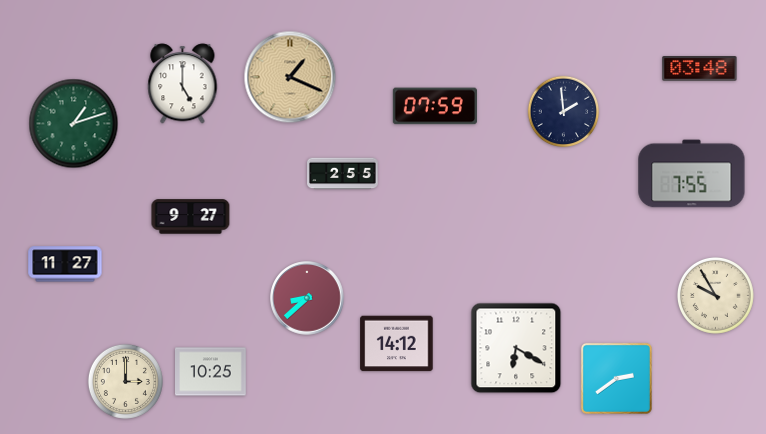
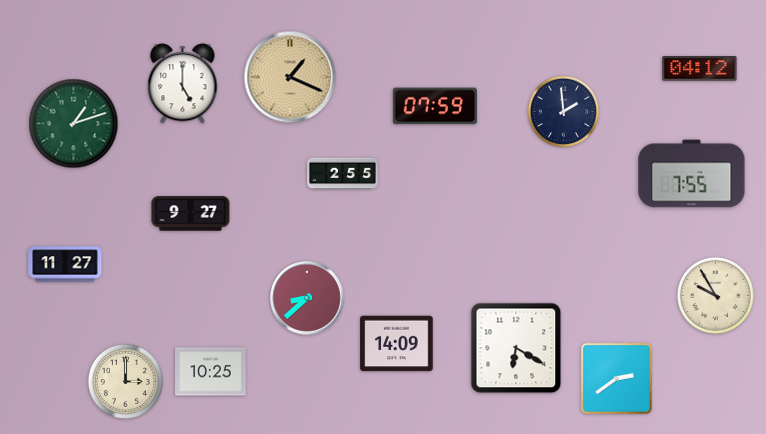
clock at (700, 69): 03:48 -> 04:12
clock at (191, 217) position: (191, 217) -> (191, 214)
clock at (397, 344): 14:12 -> 14:09
